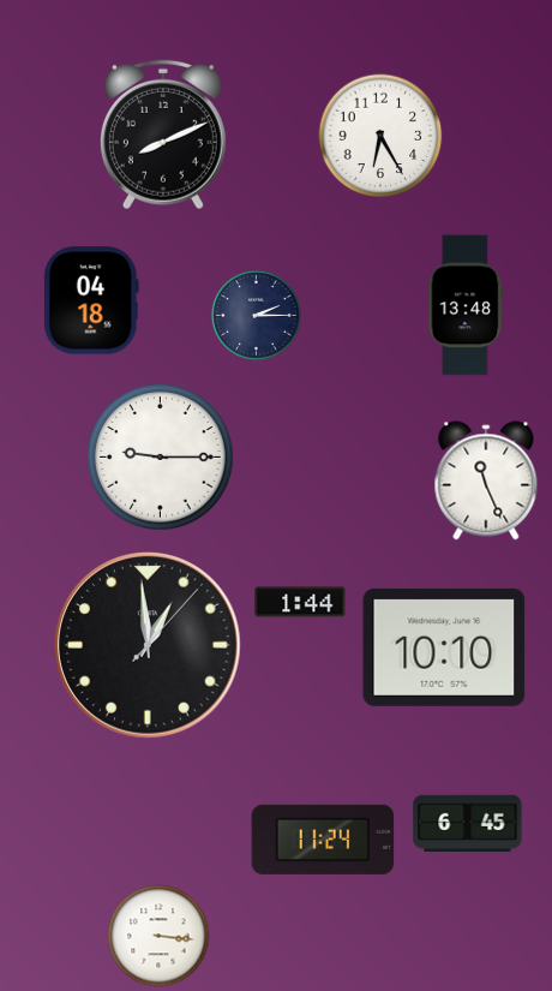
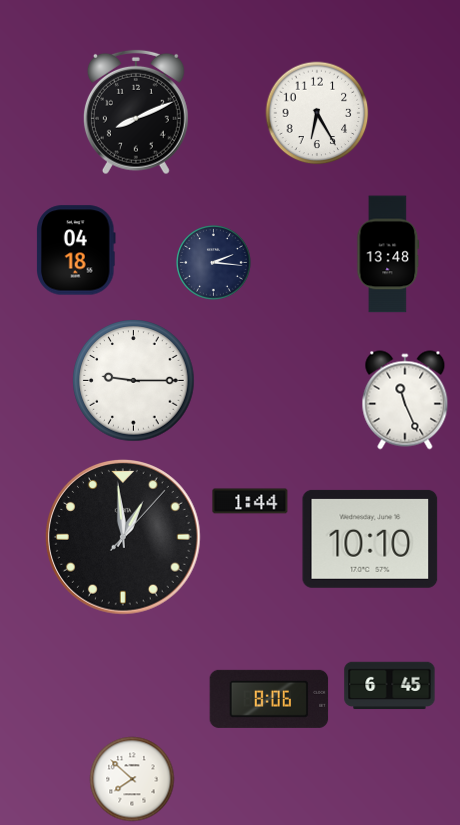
clock at (257, 316): 2:15 -> 2:16
clock at (323, 840): 11:24 -> 8:06
clock at (158, 936): 3:16 -> 7:52
